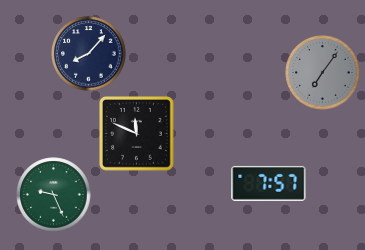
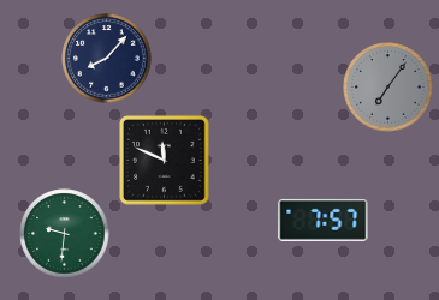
clock at (89, 54) position: (89, 54) -> (107, 59)
clock at (54, 195): 9:26 -> 9:31
